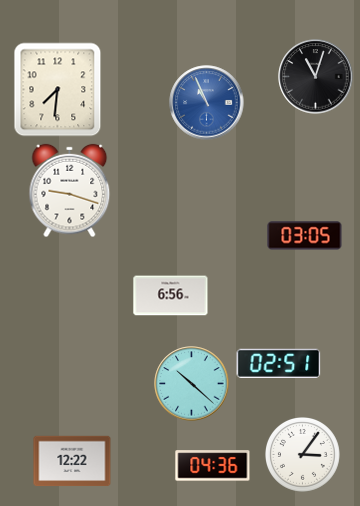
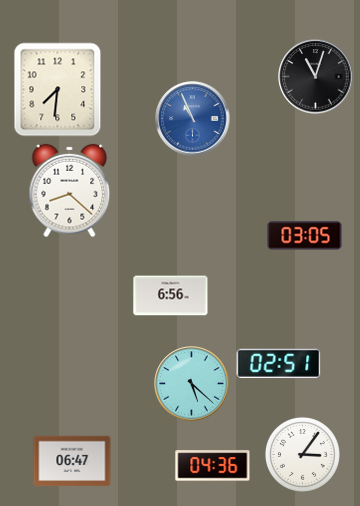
clock at (207, 103) position: (207, 103) -> (193, 119)
clock at (70, 191): 9:18 -> 8:22
clock at (192, 384): 10:22 -> 5:22
clock at (72, 461): 12:22 -> 06:47
